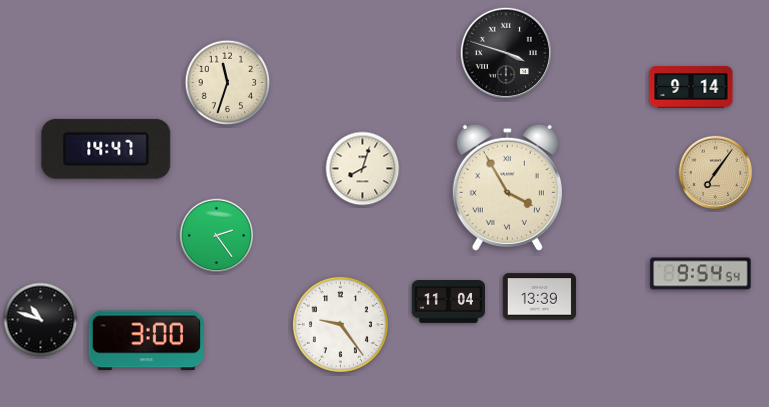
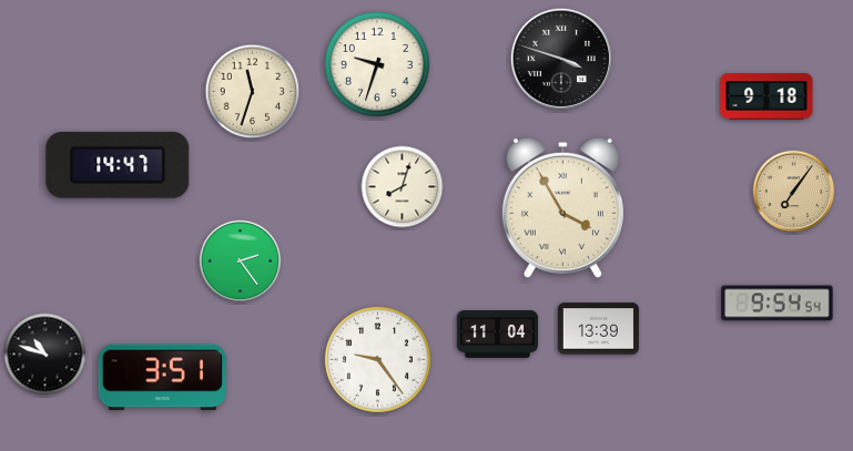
clock at (377, 64): none -> 9:33
clock at (691, 87): 9:14 -> 9:18
clock at (146, 341): 3:00 -> 3:51
